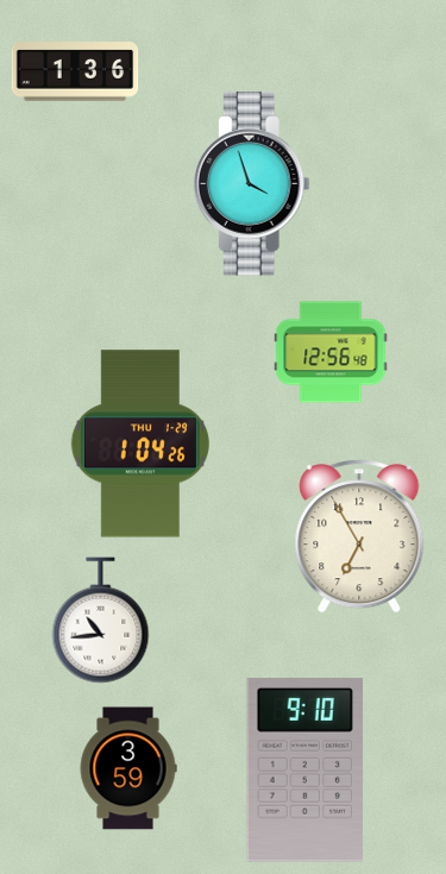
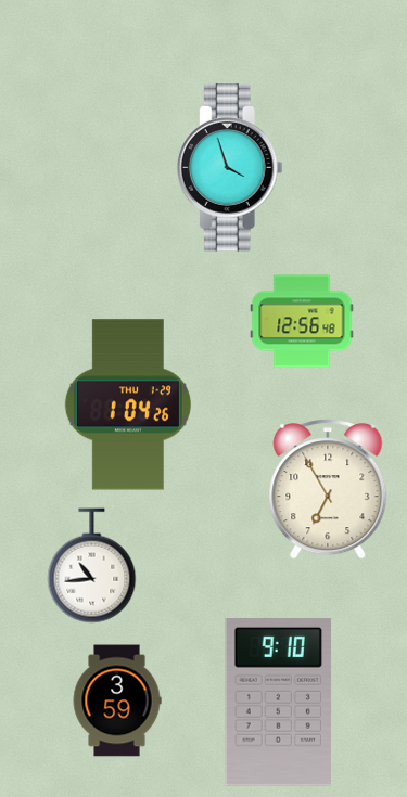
clock at (75, 71): 1:36 -> none
